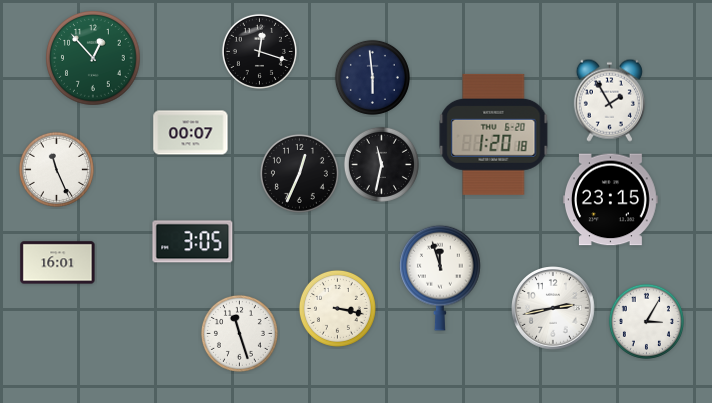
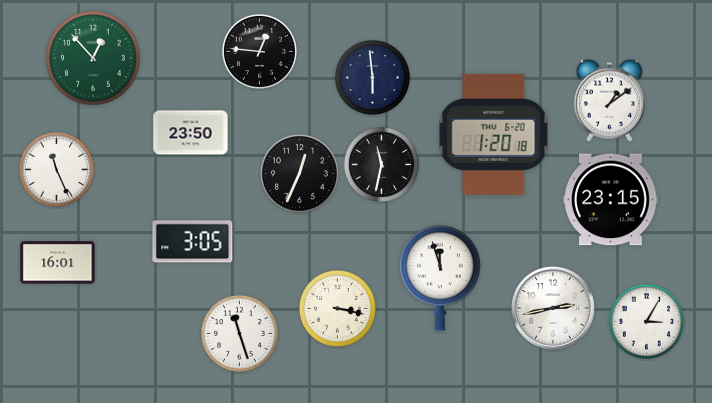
clock at (259, 51): 12:18 -> 12:46
clock at (609, 100): 1:55 -> 1:09
clock at (191, 133): 00:07 -> 23:50
